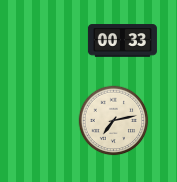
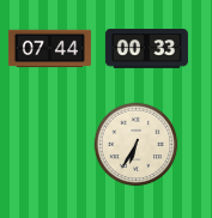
clock at (49, 49): none -> 07:44
clock at (114, 121): 7:13 -> 6:35
